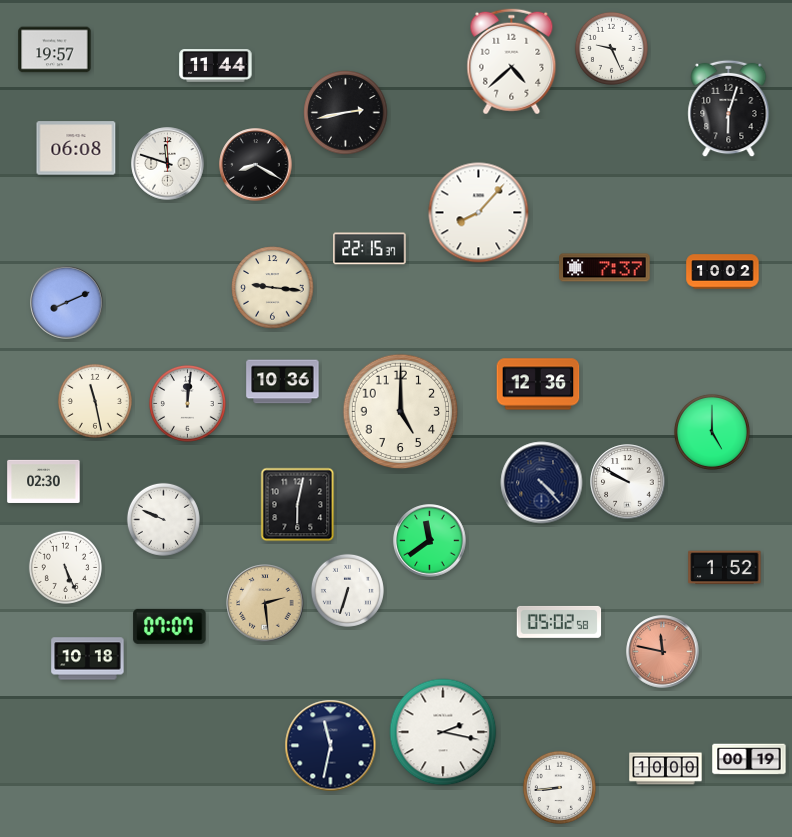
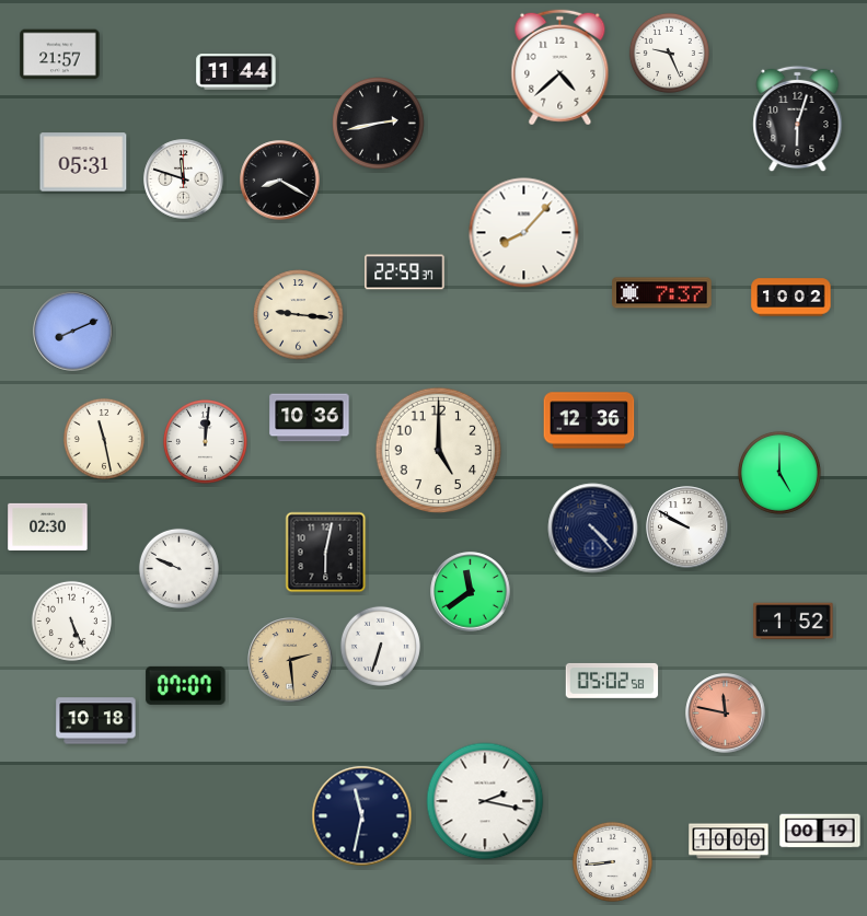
clock at (55, 50): 19:57 -> 21:57
clock at (76, 148): 06:08 -> 05:31
clock at (370, 249): 22:15 -> 22:59
